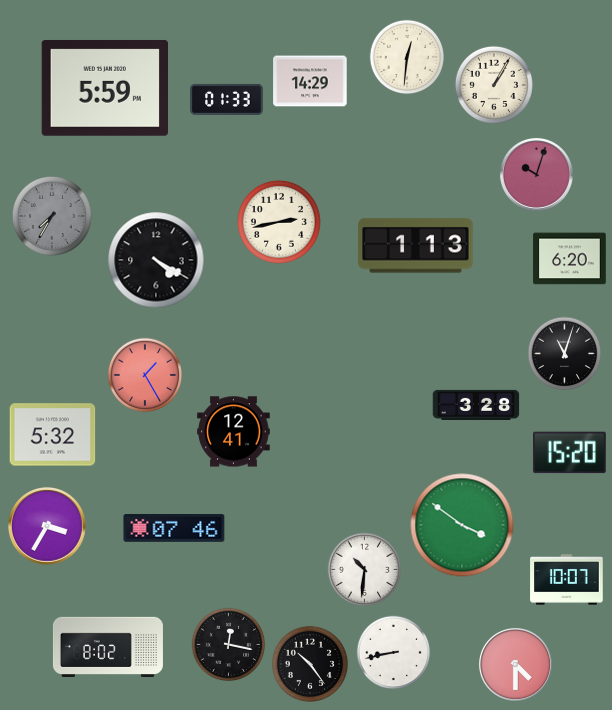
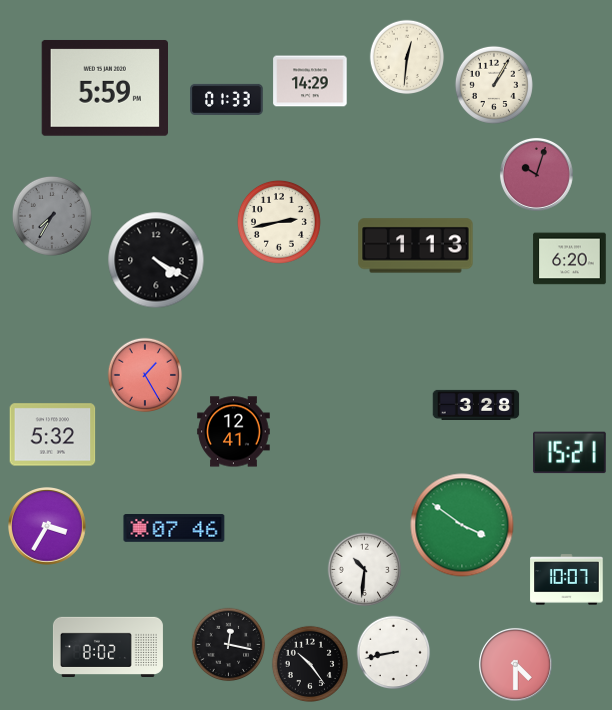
clock at (565, 354): 11:03 -> none
clock at (570, 453): 15:20 -> 15:21
